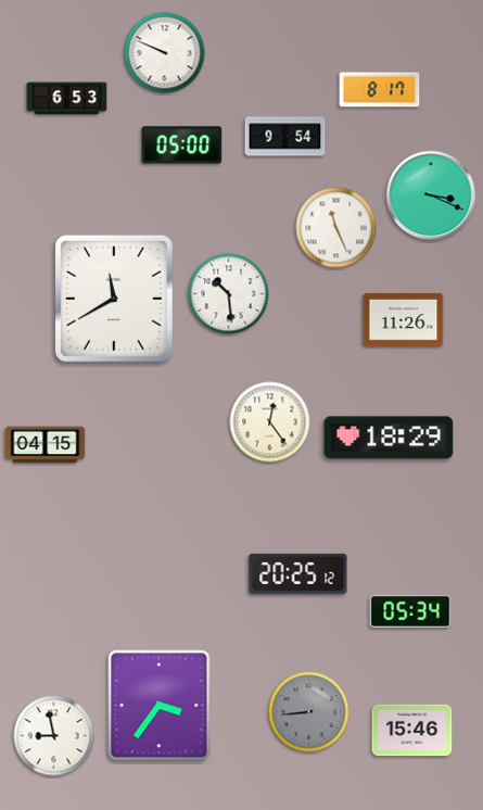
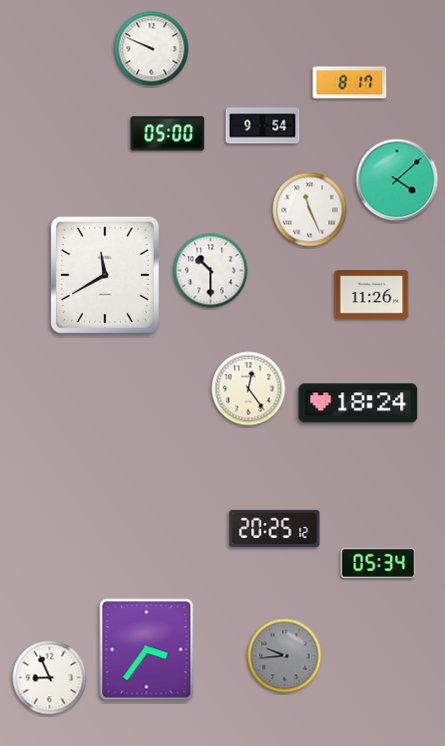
clock at (67, 99): 6:53 -> none
clock at (431, 195): 3:19 -> 4:08
clock at (229, 294): 10:29 -> 10:30
clock at (389, 438): 18:29 -> 18:24
clock at (46, 445): 04:15 -> none
clock at (309, 712): 8:44 -> 9:44
clock at (412, 731): 15:46 -> none
clock at (54, 736): 8:58 -> 8:56
